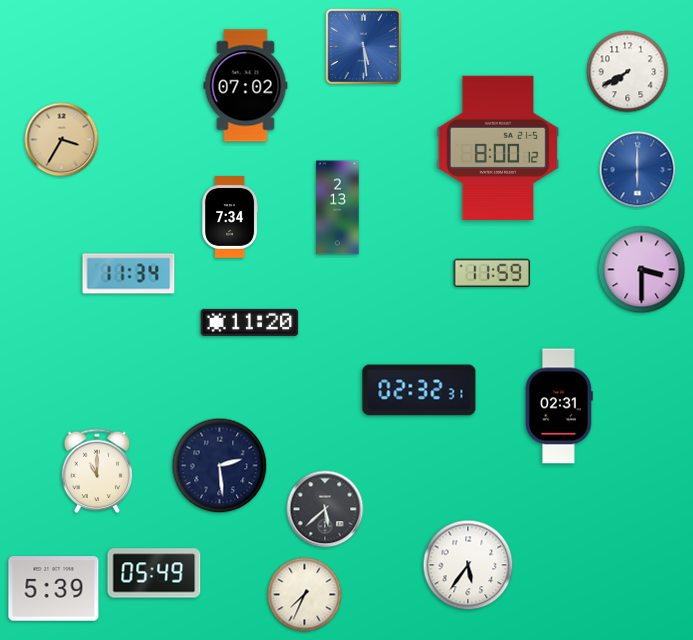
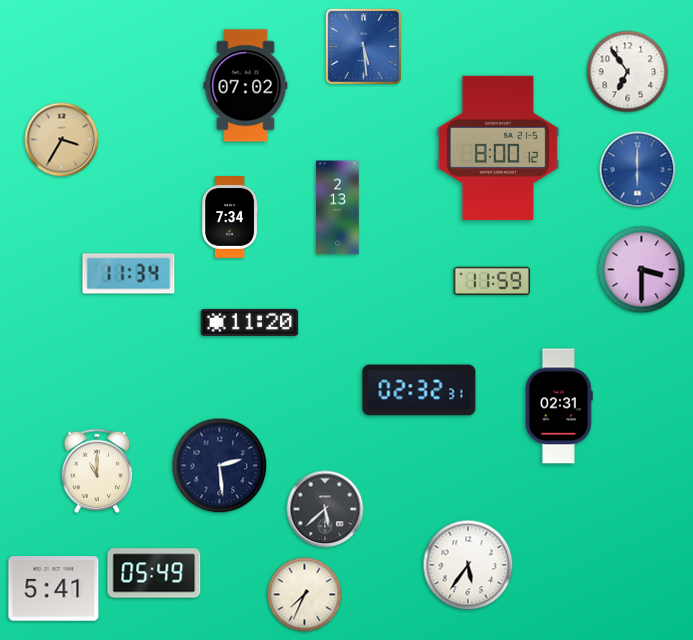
clock at (628, 72): 7:40 -> 6:54
clock at (491, 273) position: (491, 273) -> (491, 281)
clock at (54, 589): 5:39 -> 5:41
